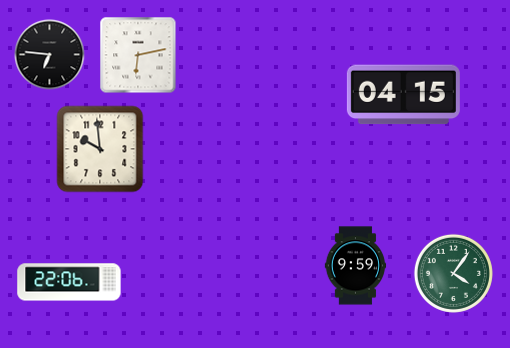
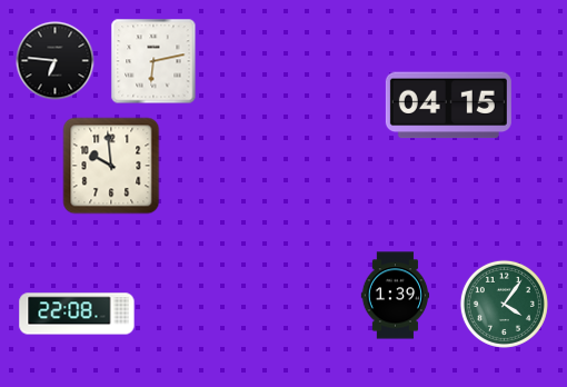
clock at (356, 266): 9:59 -> 1:39
clock at (69, 282): 22:06 -> 22:08
